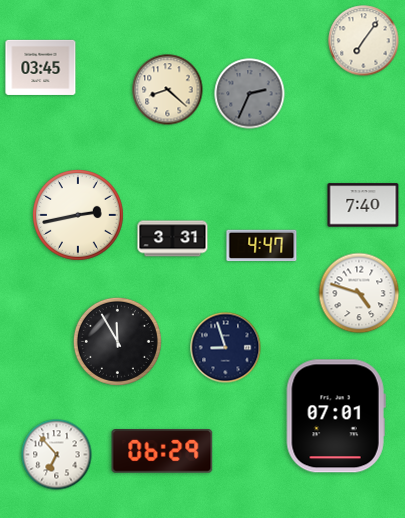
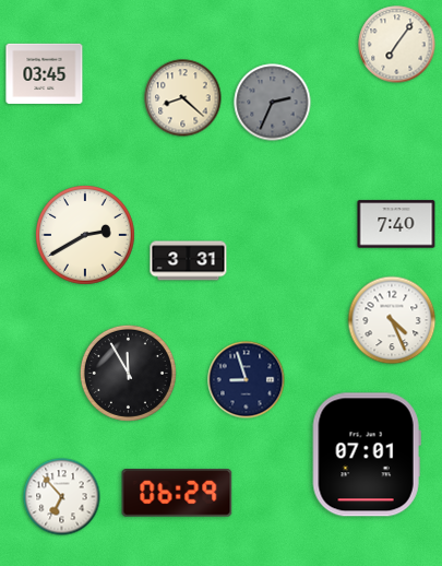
clock at (78, 215): 2:43 -> 2:40
clock at (262, 246): 4:47 -> none
clock at (359, 293): 4:48 -> 4:26
